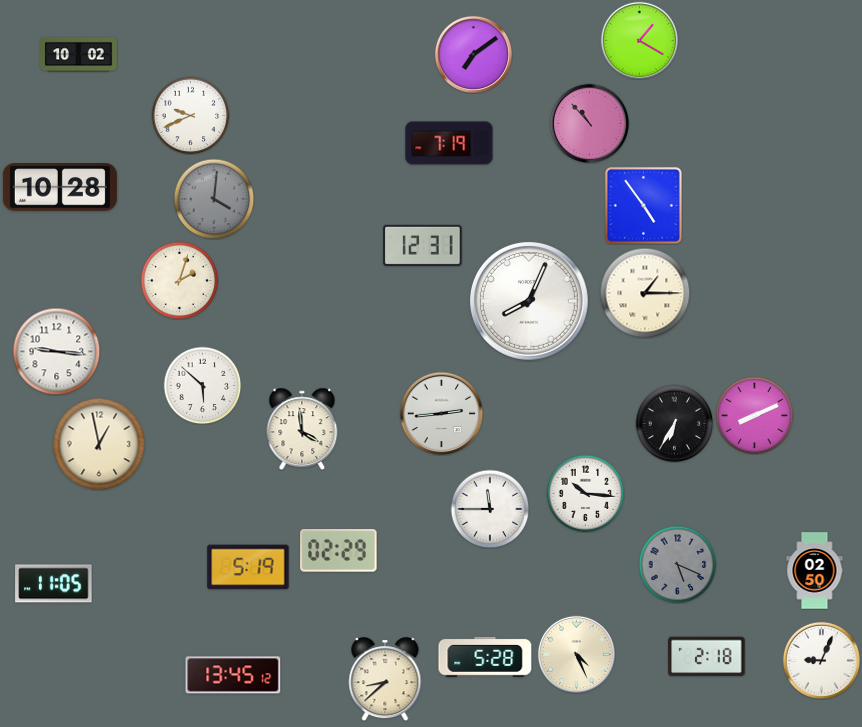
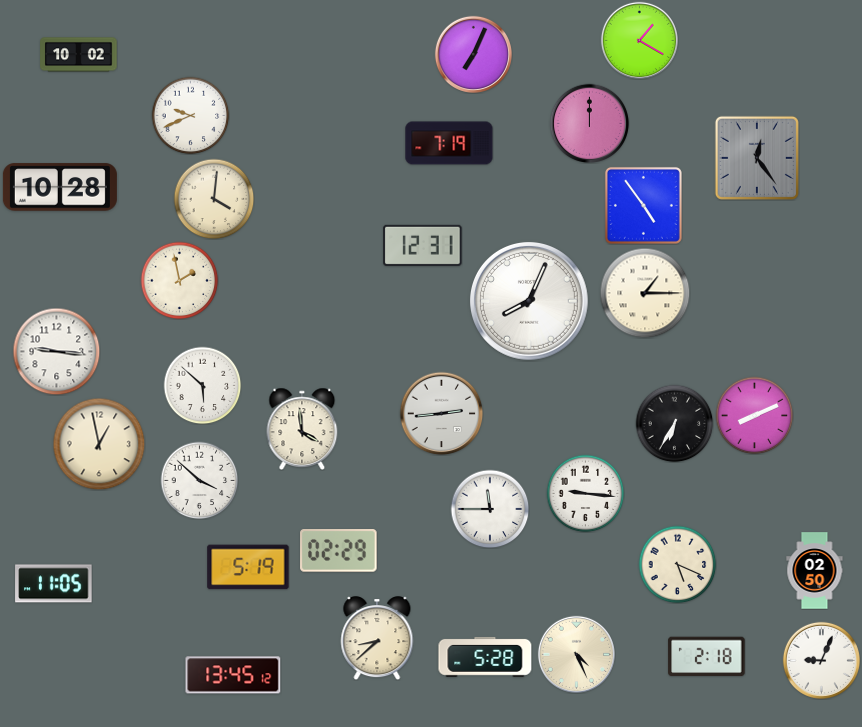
clock at (473, 54): 7:09 -> 7:04
clock at (589, 123): 10:53 -> 12:00
clock at (757, 158): none -> 12:24
clock at (214, 199) dial: grey -> cream
clock at (179, 280): 2:03 -> 1:58
clock at (199, 480): none -> 3:52
clock at (585, 493): 10:16 -> 9:16
clock at (677, 564) dial: grey -> cream
clock at (385, 679) position: (385, 679) -> (377, 638)
